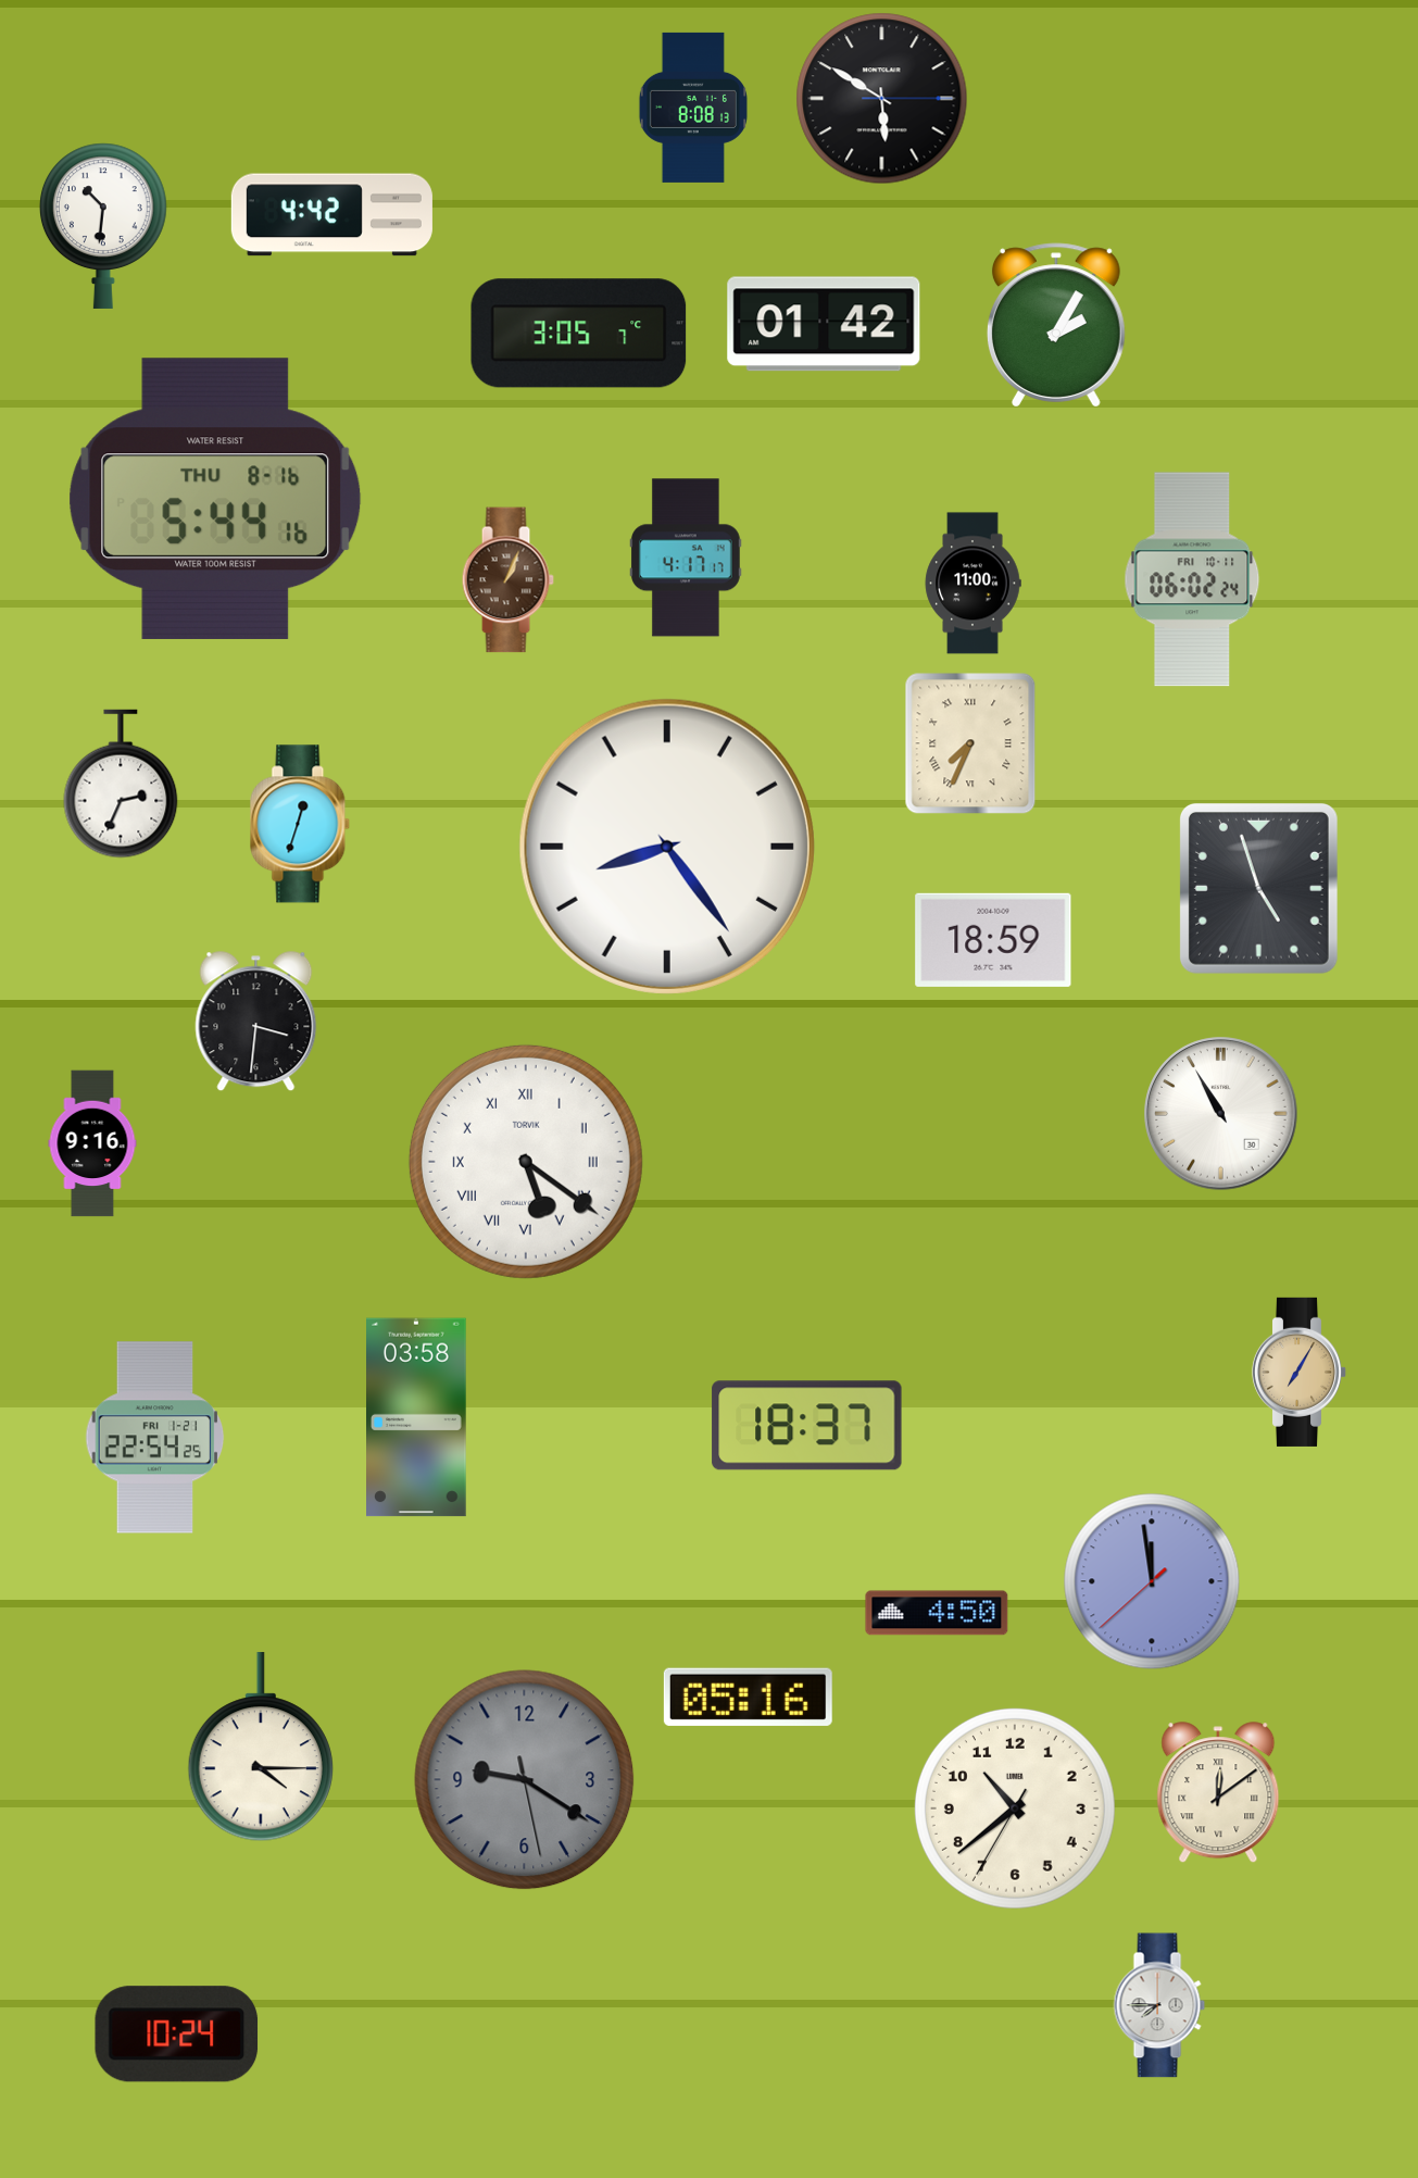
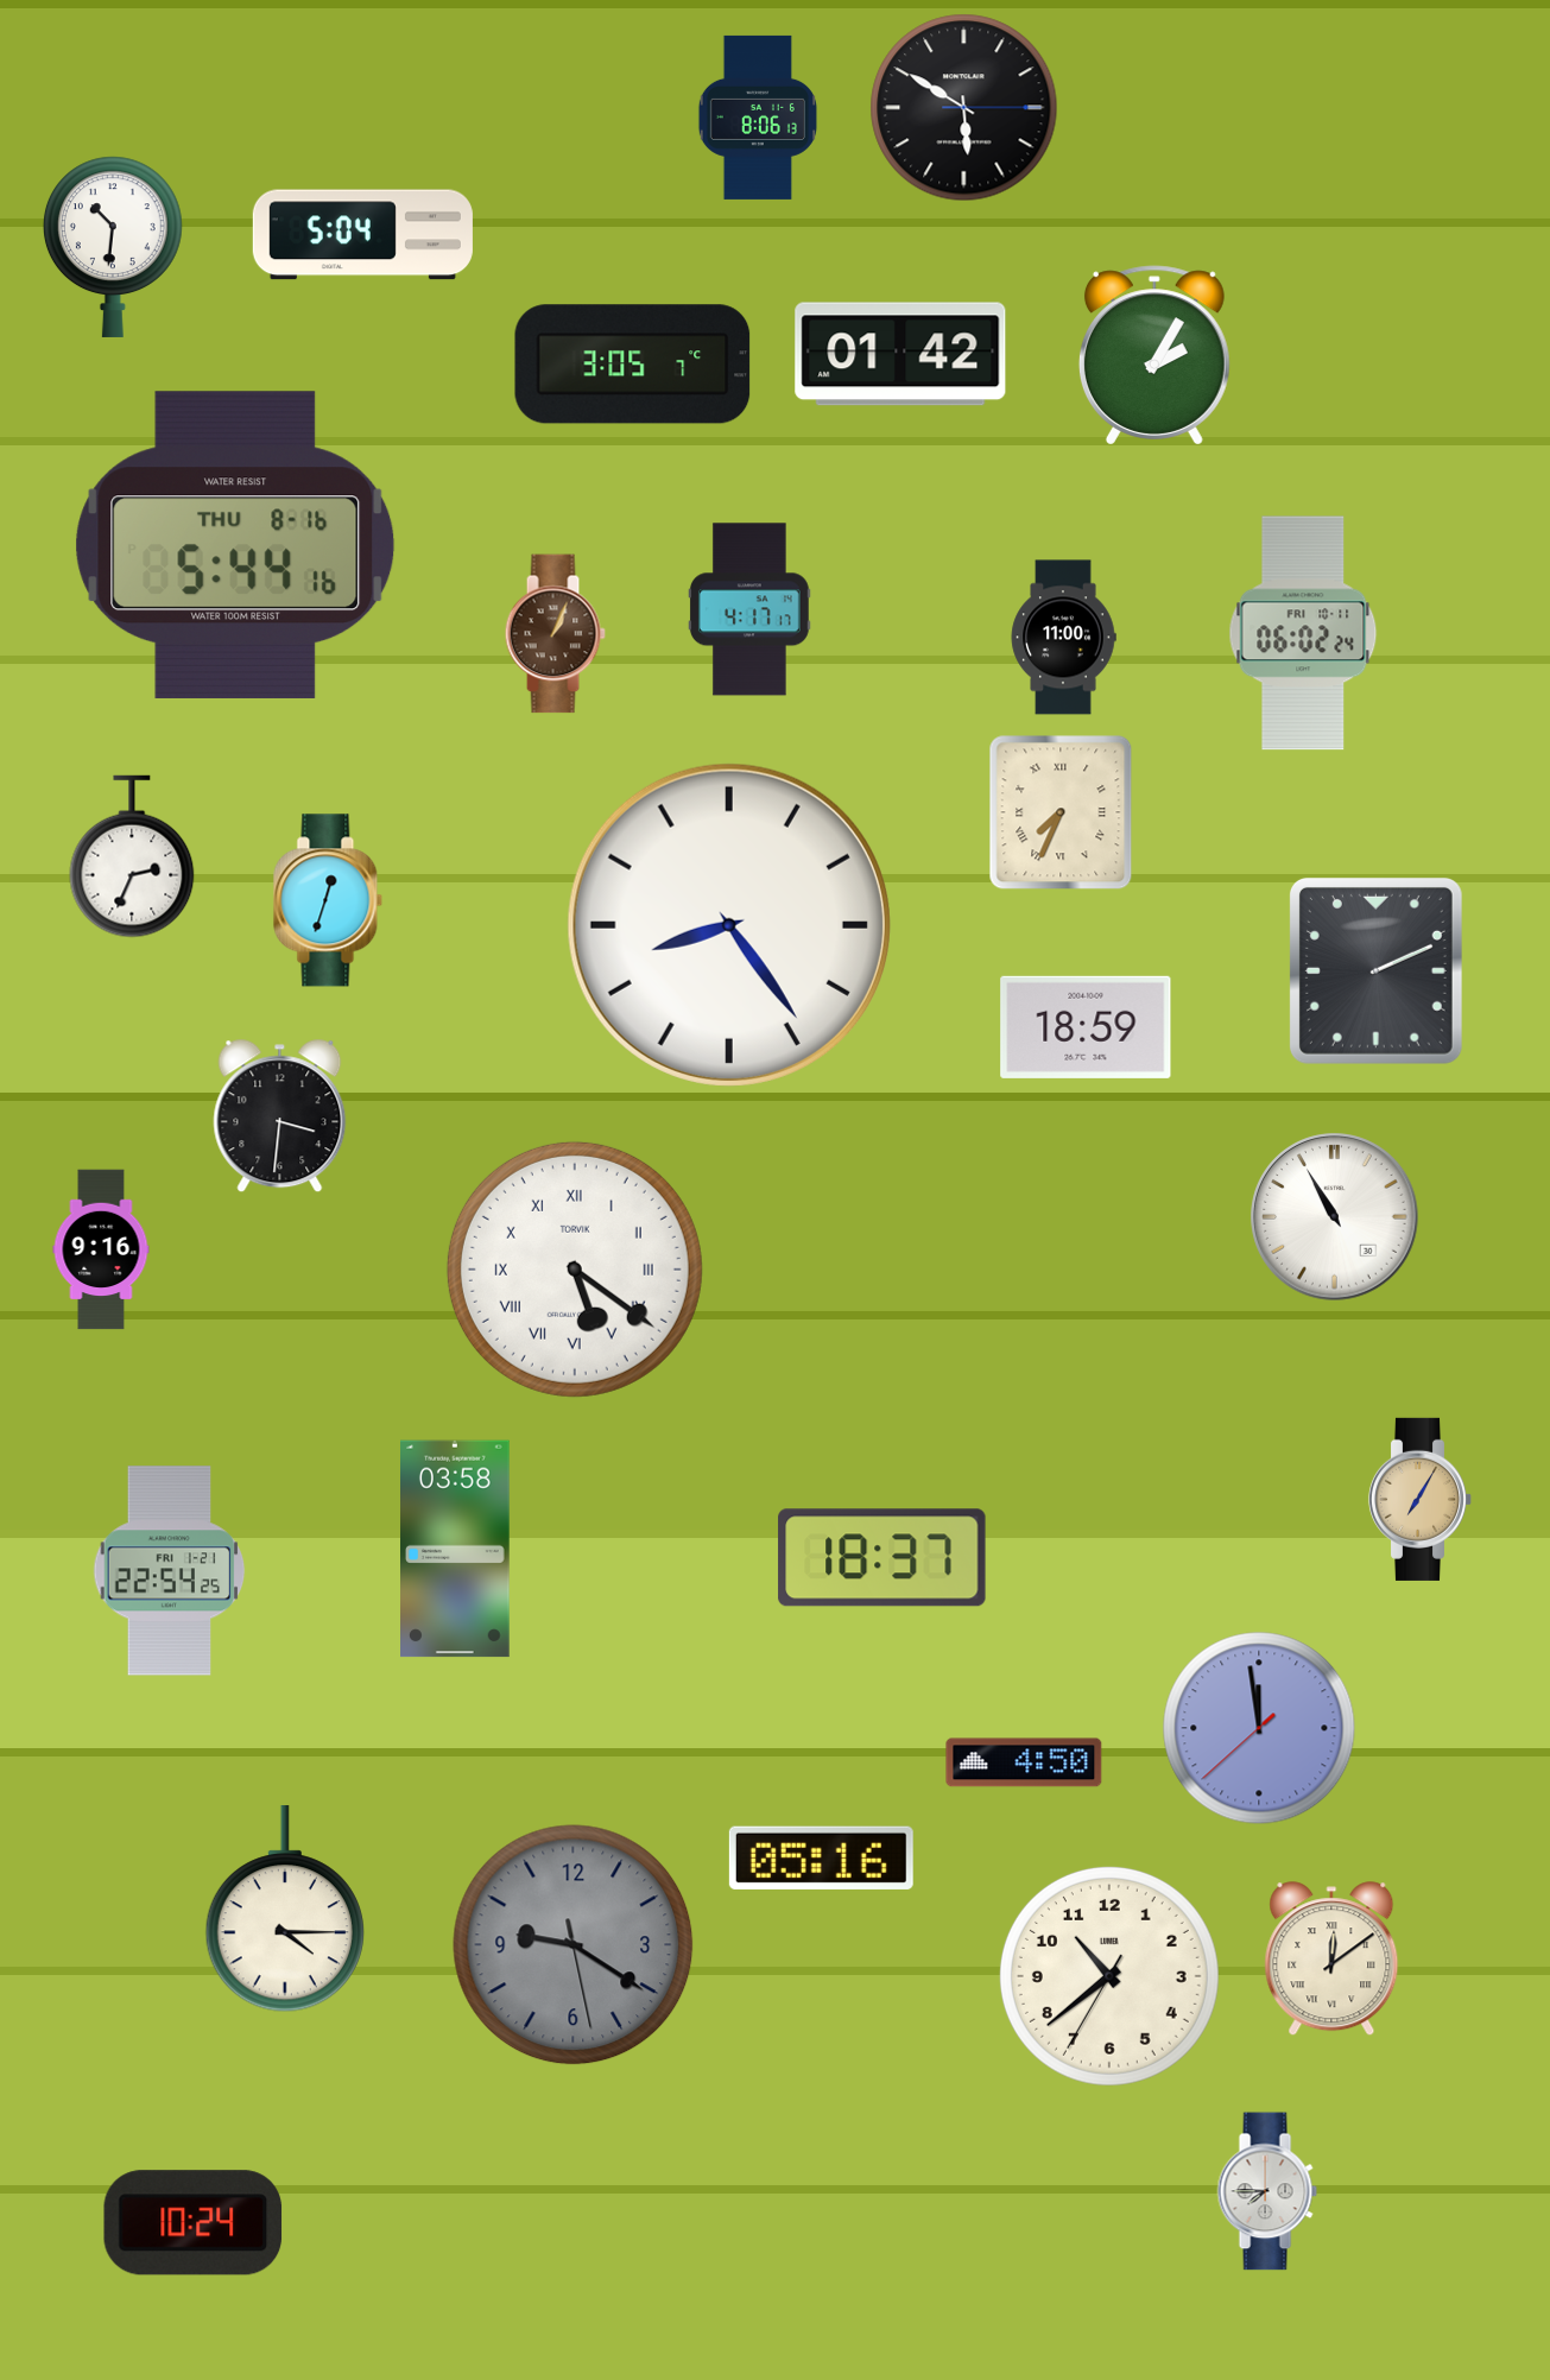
clock at (693, 108): 8:08 -> 8:06
clock at (331, 215): 4:42 -> 5:04
clock at (1258, 888): 4:57 -> 2:11
clock at (748, 1697) position: (748, 1697) -> (821, 1857)
